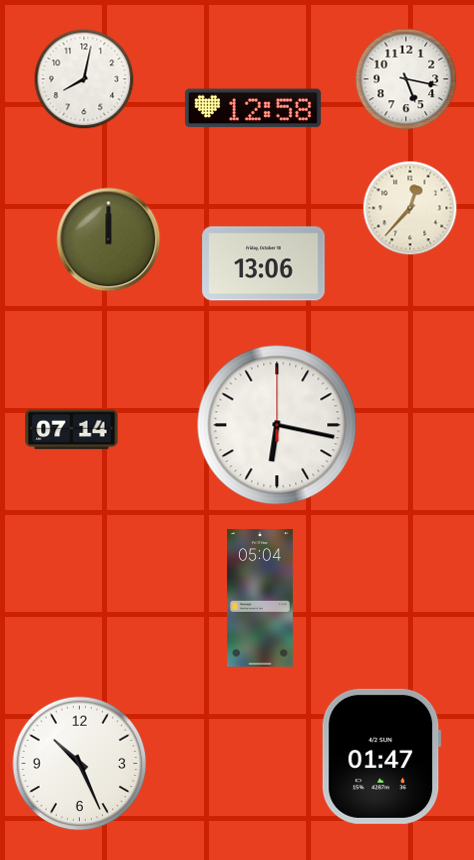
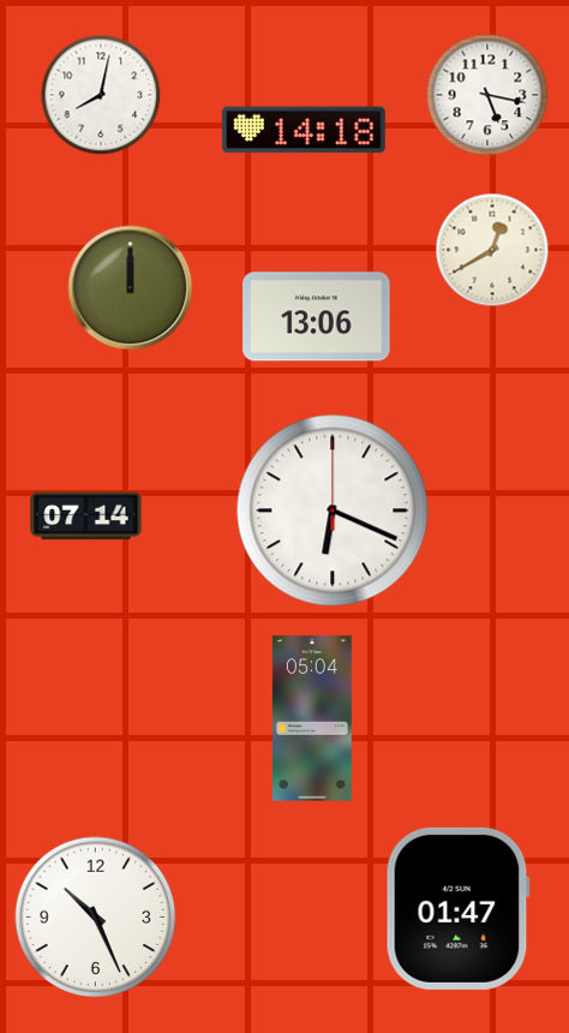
clock at (253, 108): 12:58 -> 14:18
clock at (410, 208): 12:37 -> 12:40
clock at (277, 425): 6:17 -> 6:19
